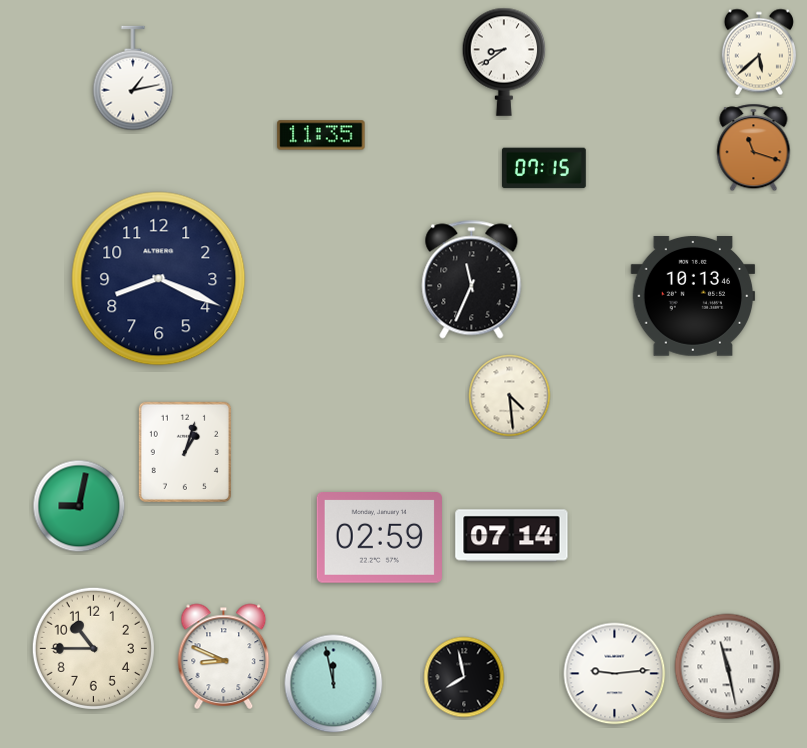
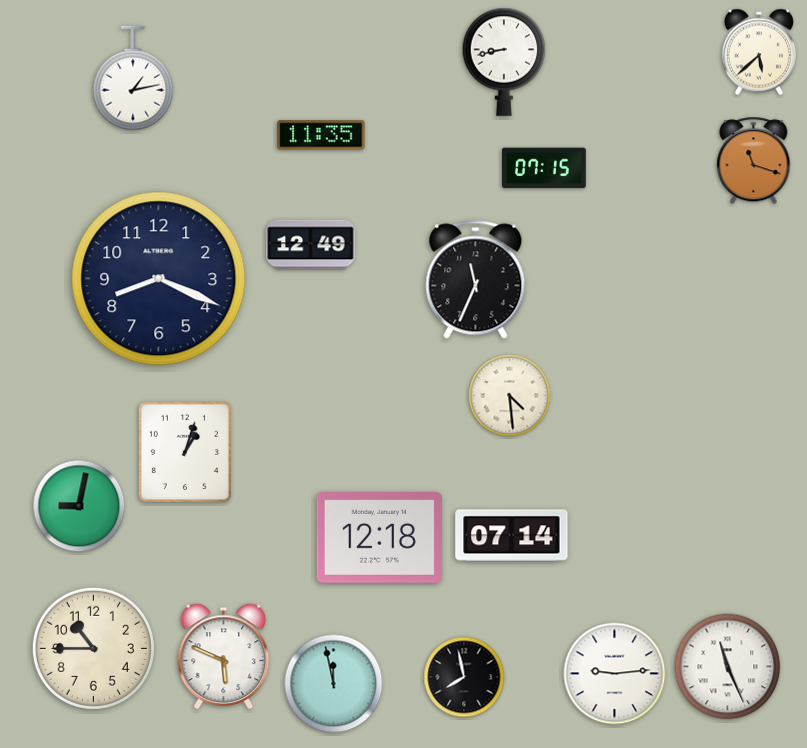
clock at (504, 62): 8:39 -> 8:43
clock at (754, 148) position: (754, 148) -> (754, 161)
clock at (311, 245): none -> 12:49
clock at (472, 280) position: (472, 280) -> (476, 280)
clock at (693, 297): 10:13 -> none
clock at (379, 538): 02:59 -> 12:18
clock at (224, 656): 8:49 -> 5:49
clock at (728, 667): 11:28 -> 11:26
